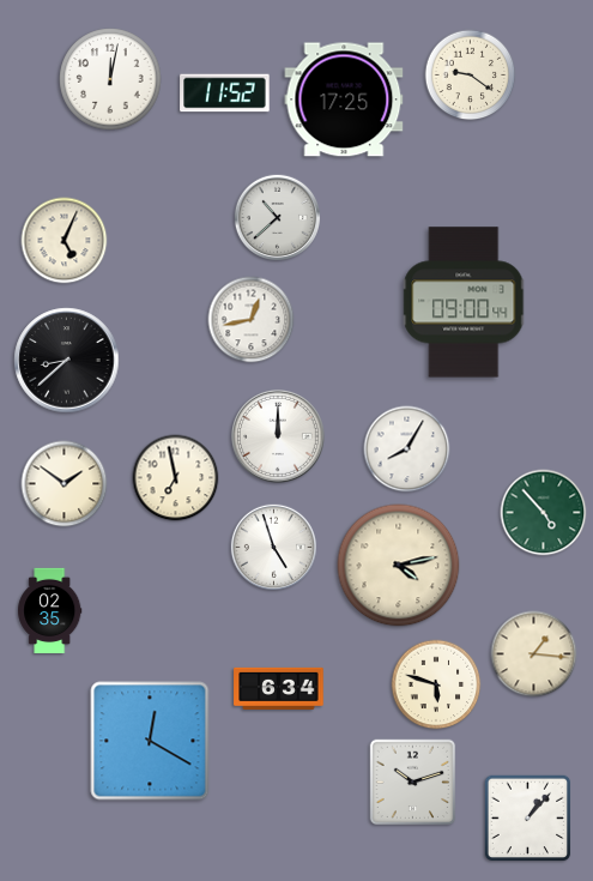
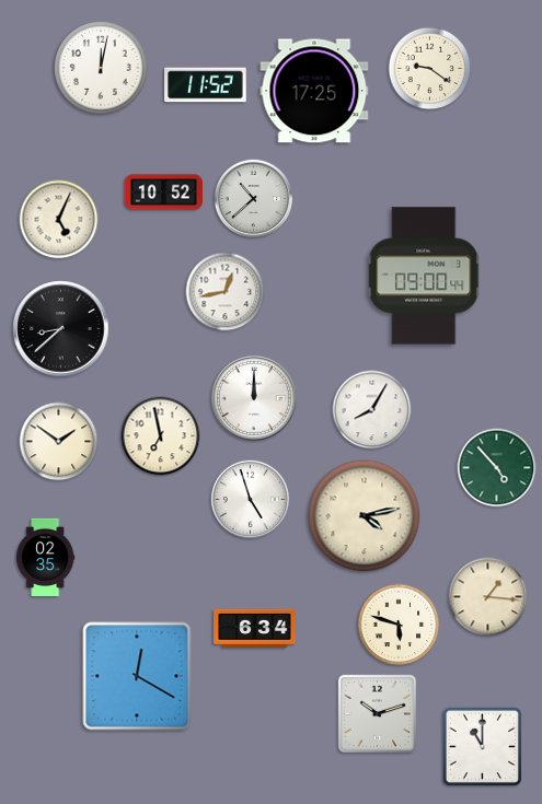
clock at (110, 79) position: (110, 79) -> (101, 68)
clock at (163, 193): none -> 10:52
clock at (252, 320) position: (252, 320) -> (226, 292)
clock at (528, 819): 1:07 -> 11:00
